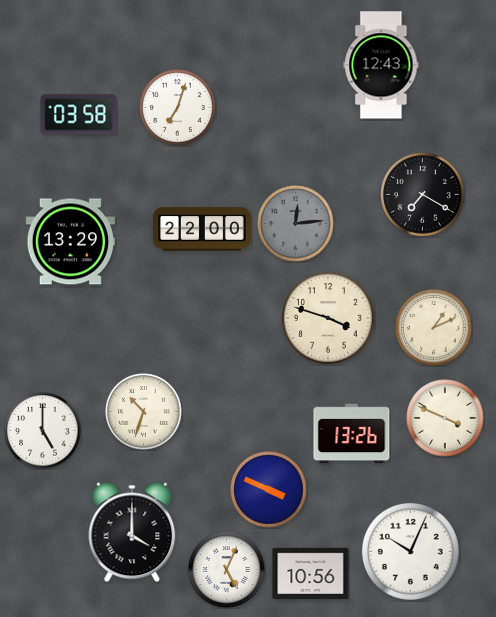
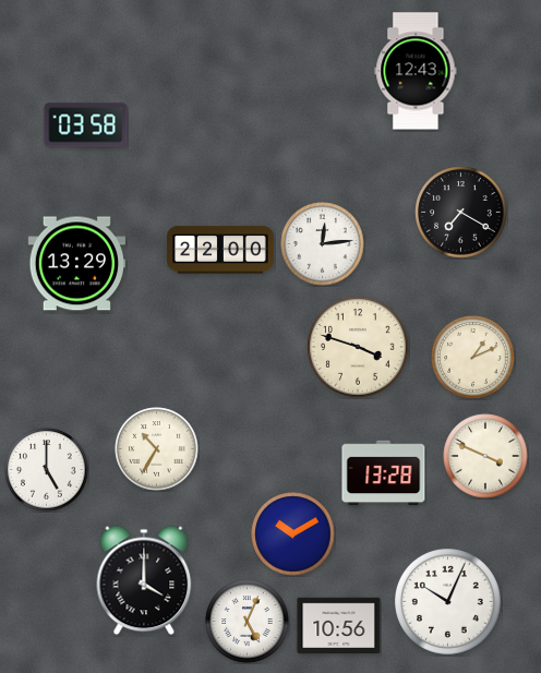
clock at (178, 108): 7:03 -> none
clock at (296, 224) dial: grey -> white
clock at (144, 412): 10:33 -> 10:35
clock at (352, 434): 13:26 -> 13:28
clock at (269, 490): 3:49 -> 10:10
